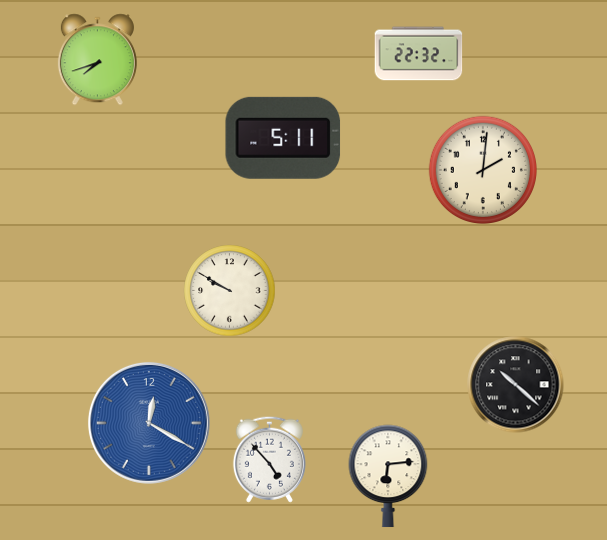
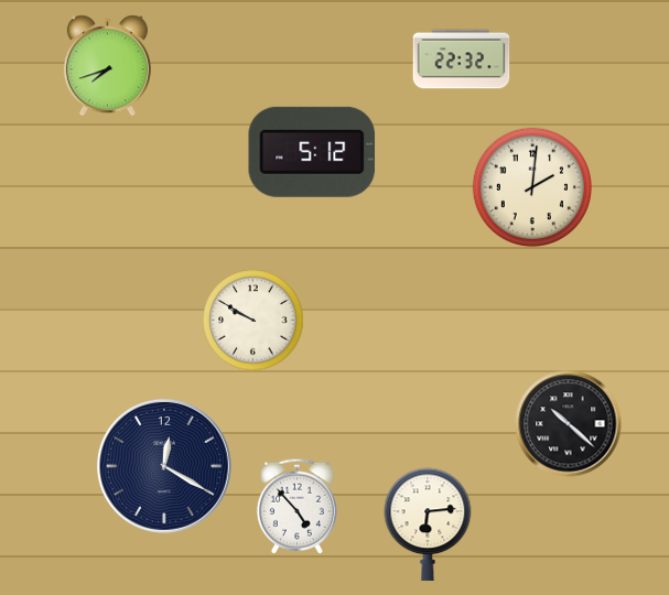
clock at (283, 138): 5:11 -> 5:12
clock at (149, 423) dial: blue -> navy
